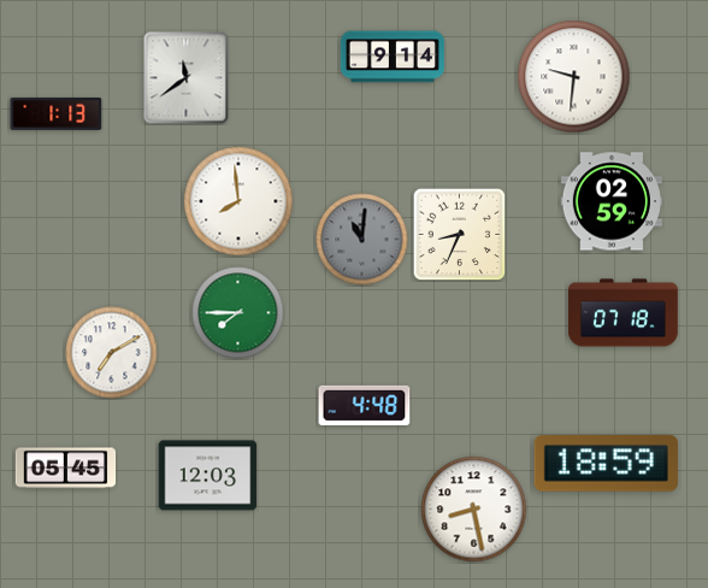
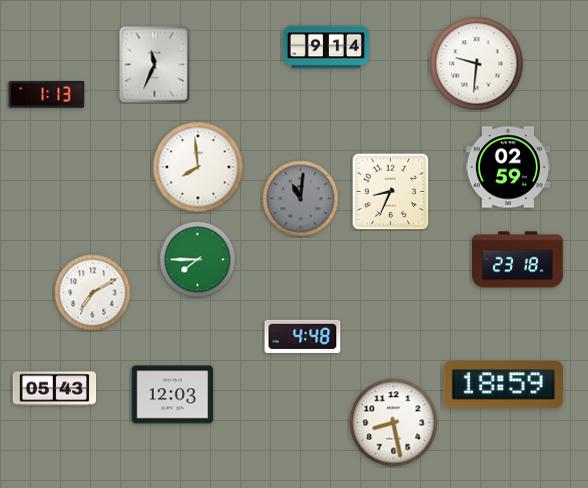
clock at (187, 78): 11:39 -> 11:34
clock at (459, 234) position: (459, 234) -> (390, 191)
clock at (624, 313): 07:18 -> 23:18
clock at (66, 469): 05:45 -> 05:43
